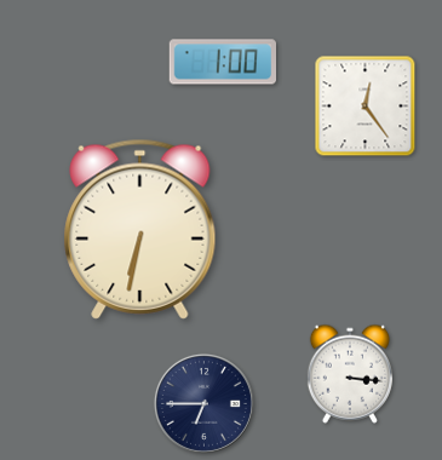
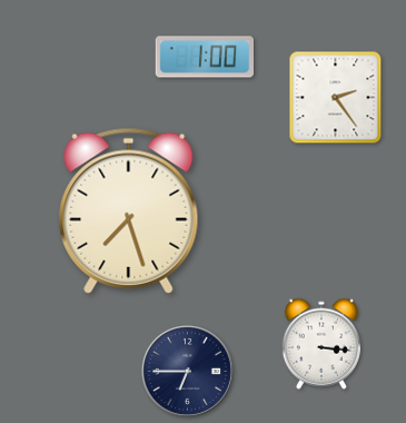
clock at (366, 107): 12:24 -> 2:24
clock at (140, 229): 6:32 -> 7:27
